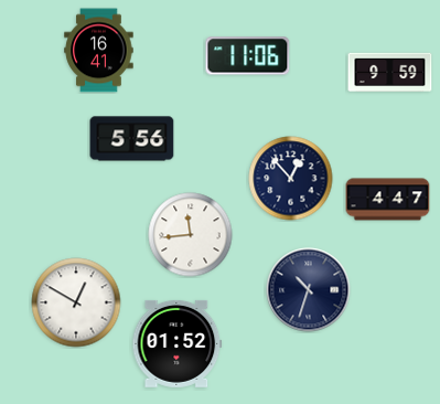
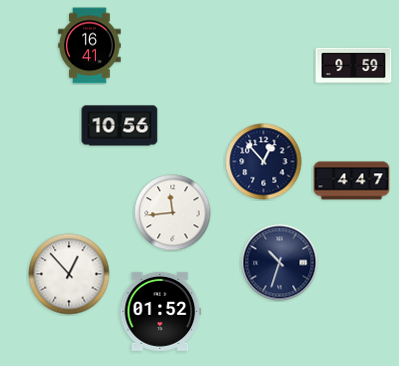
clock at (248, 56): 11:06 -> none
clock at (132, 139): 5:56 -> 10:56
clock at (76, 302): 12:50 -> 12:53
